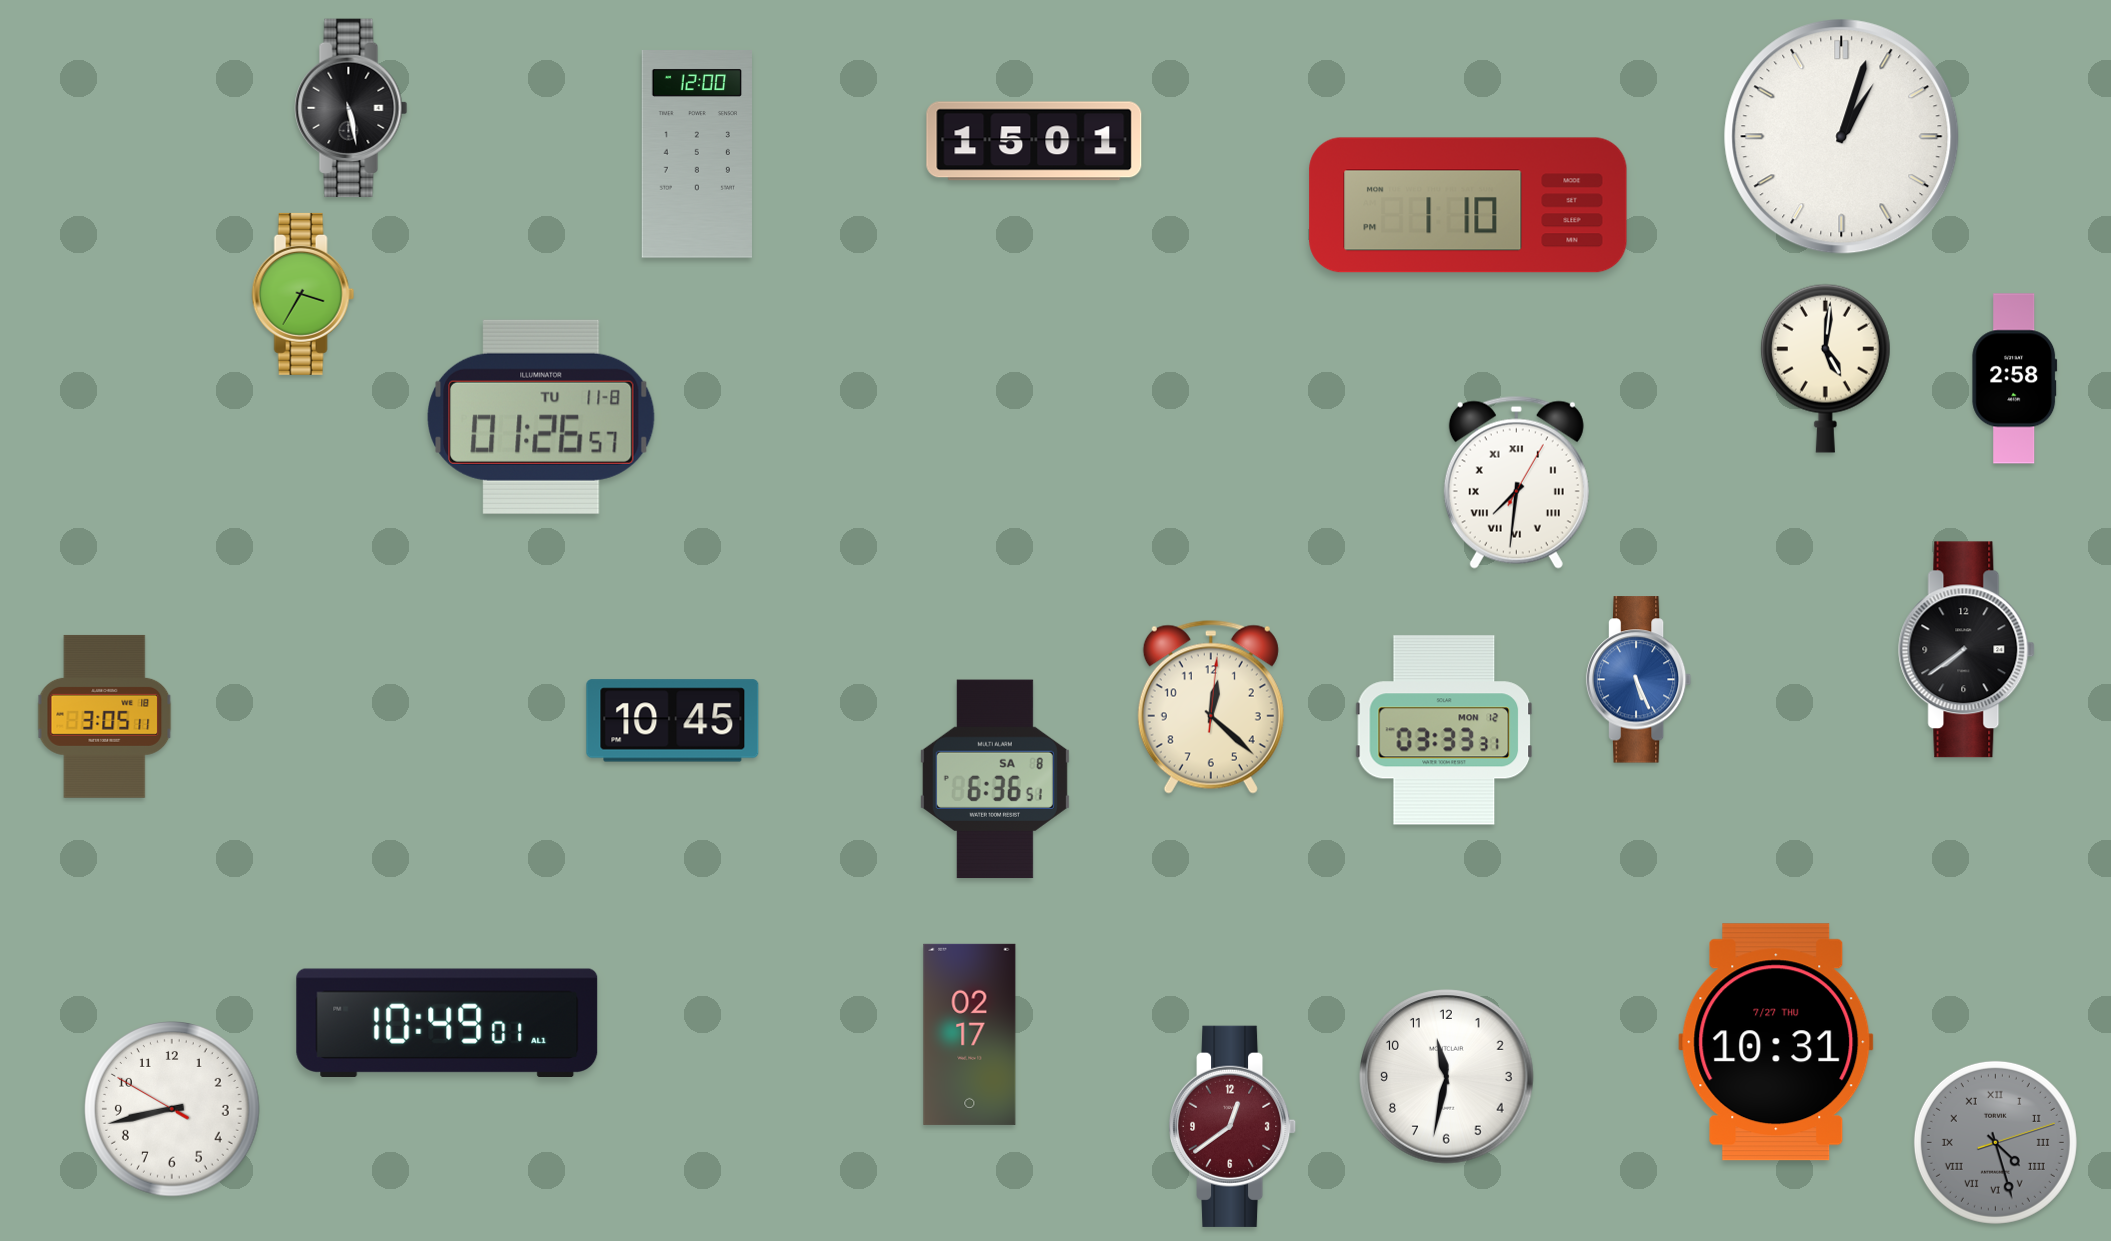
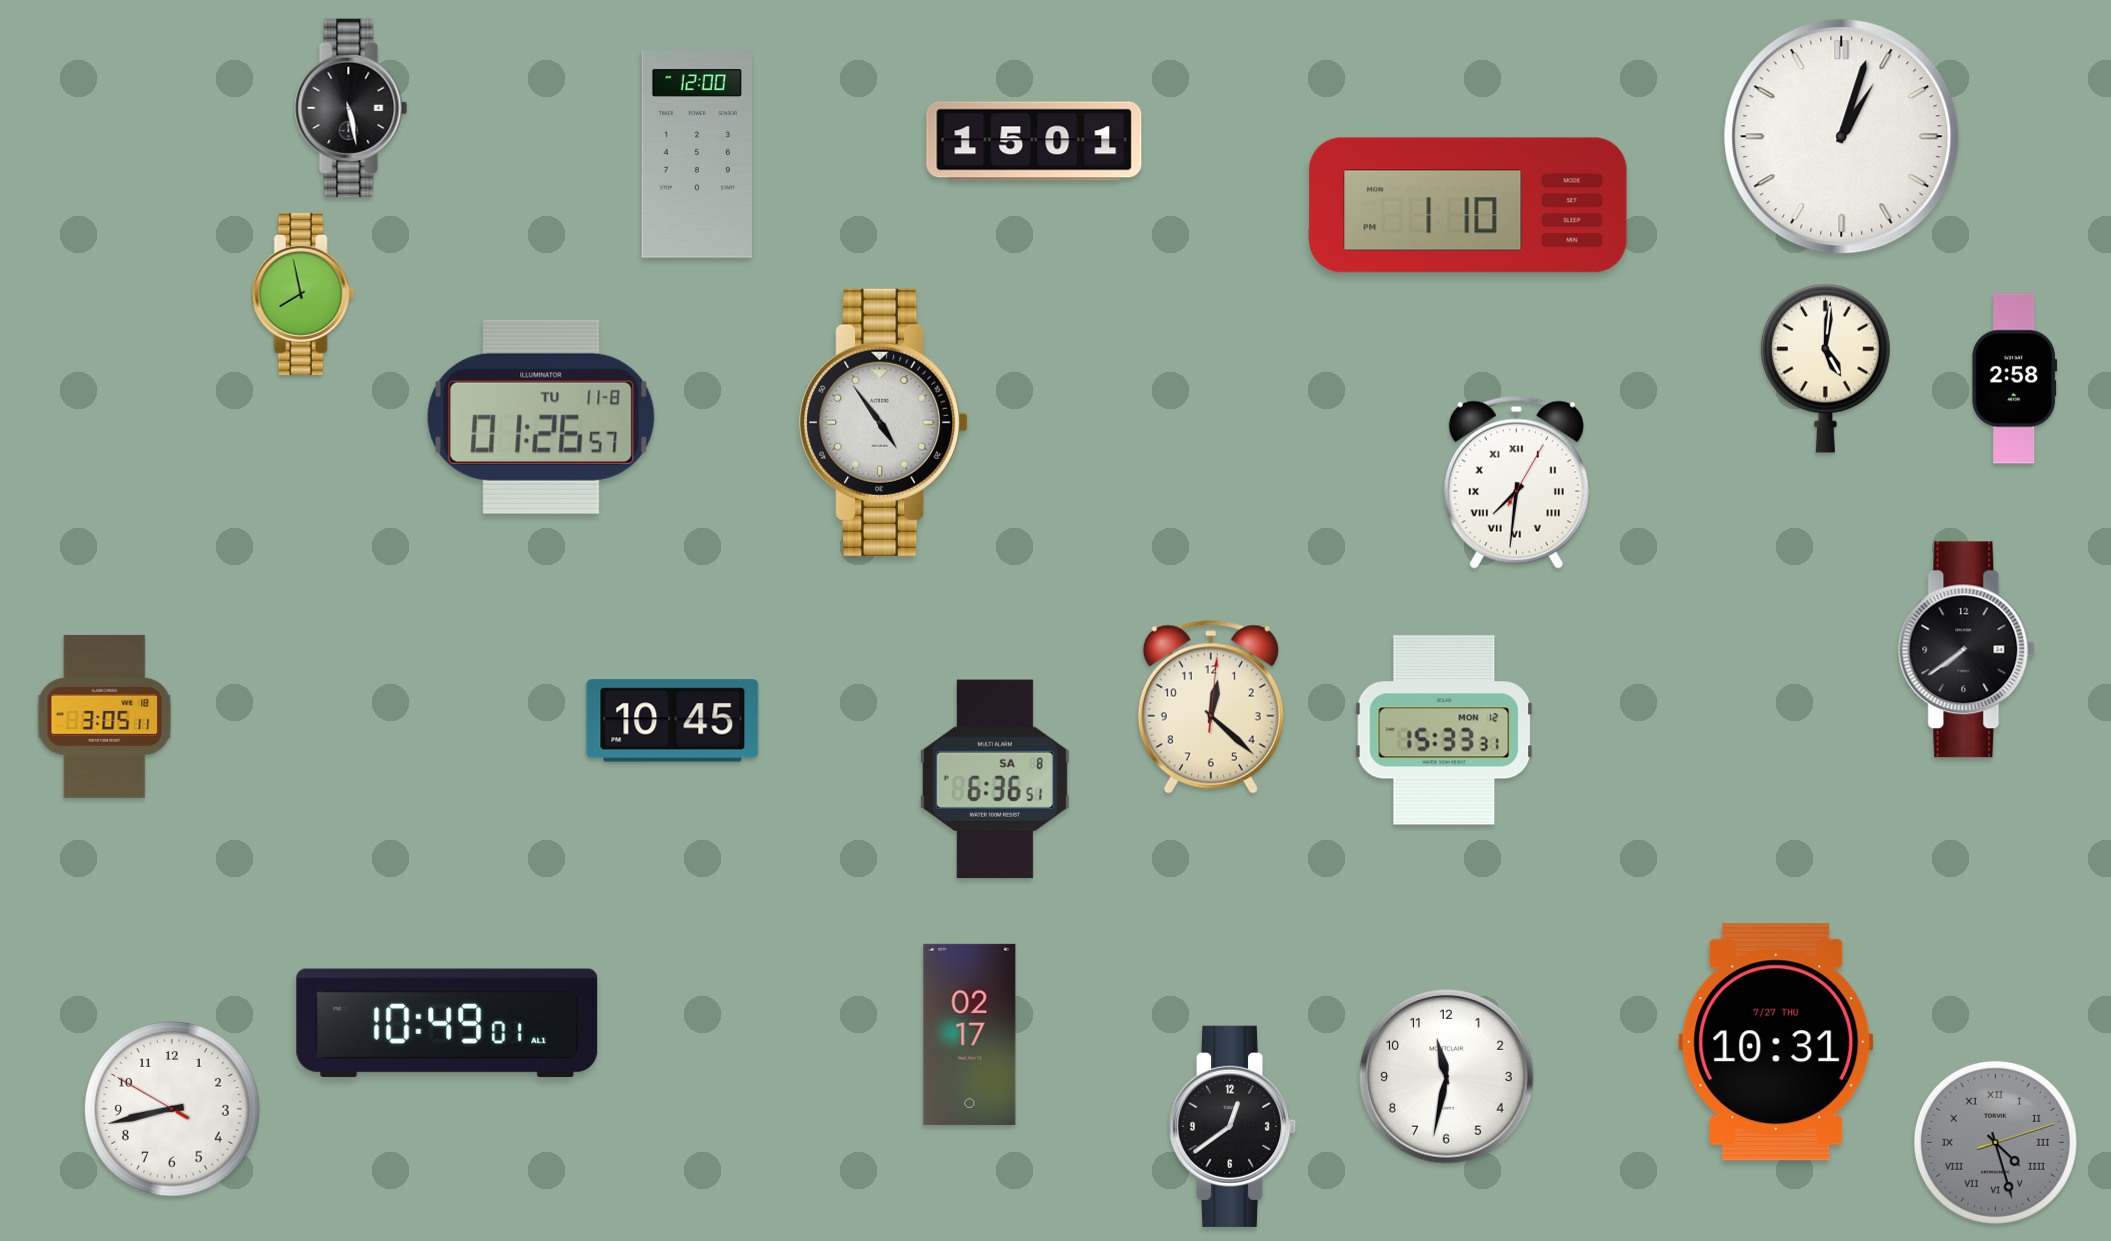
clock at (303, 294): 3:35 -> 7:58
clock at (884, 422): none -> 4:54
clock at (1639, 680): 5:26 -> none
clock at (1444, 730): 03:33 -> 15:33
clock at (1234, 1126) dial: burgundy -> black
